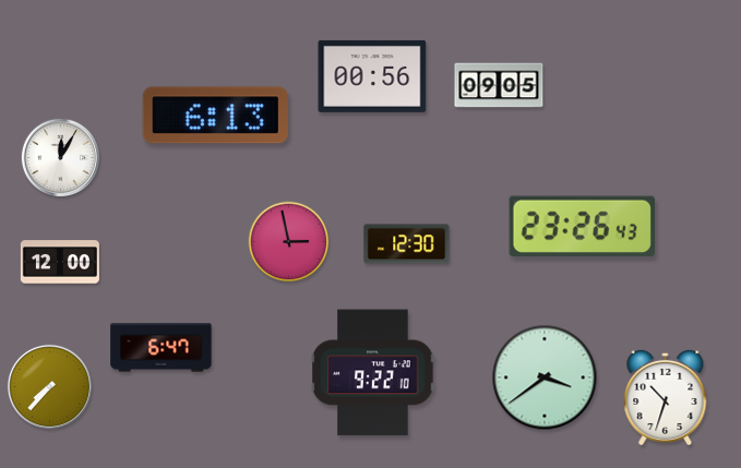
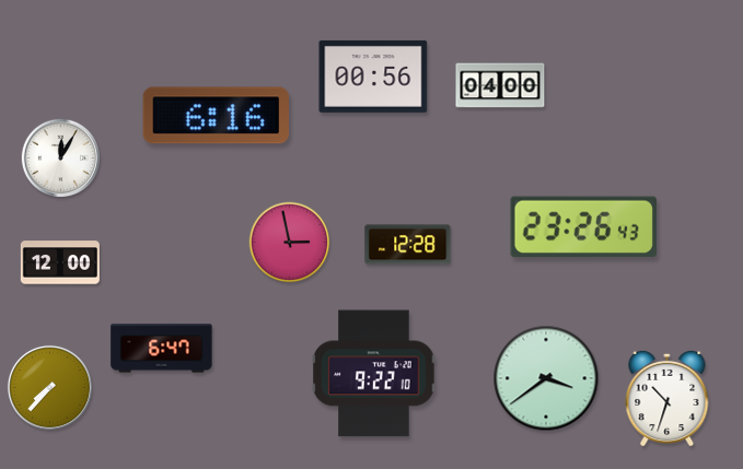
clock at (499, 85): 09:05 -> 04:00
clock at (215, 116): 6:13 -> 6:16
clock at (407, 244): 12:30 -> 12:28
